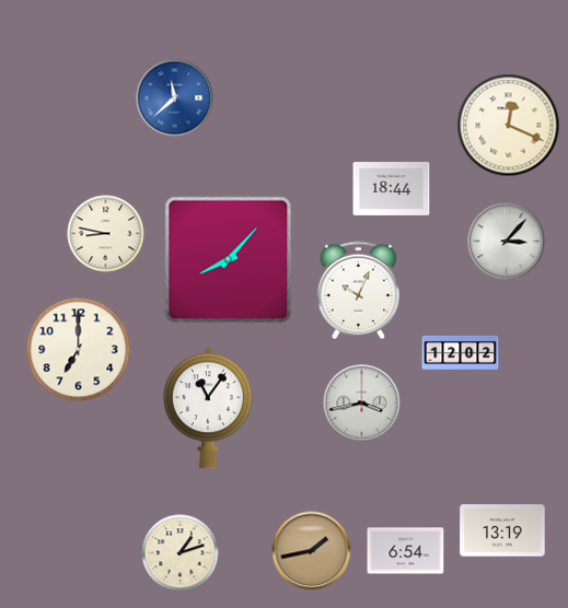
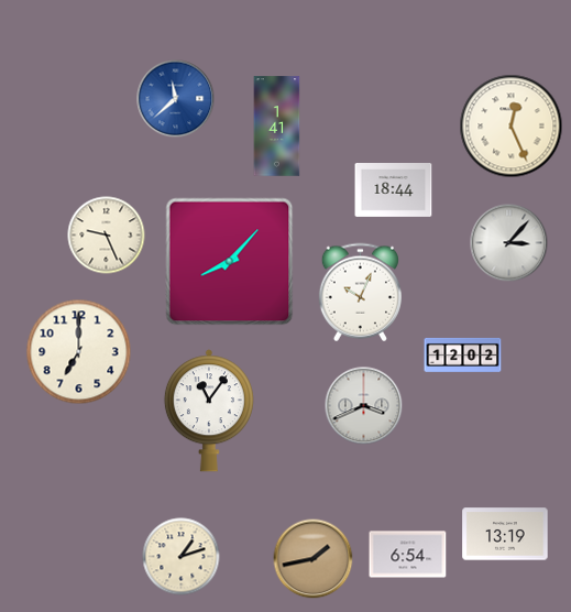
clock at (277, 127): none -> 1:41
clock at (509, 126): 12:19 -> 12:26
clock at (106, 234): 8:47 -> 9:26
clock at (362, 404): 3:43 -> 3:41
clock at (312, 551) position: (312, 551) -> (314, 559)
